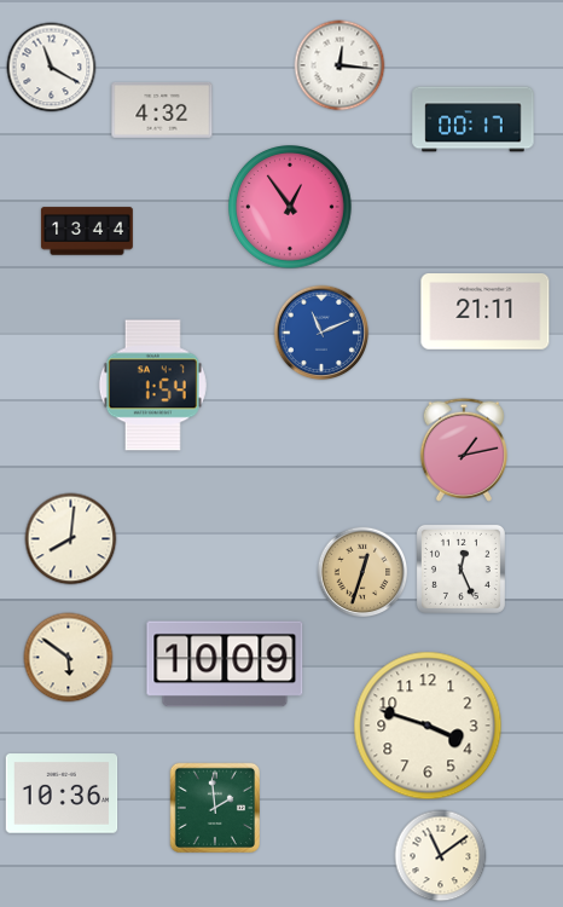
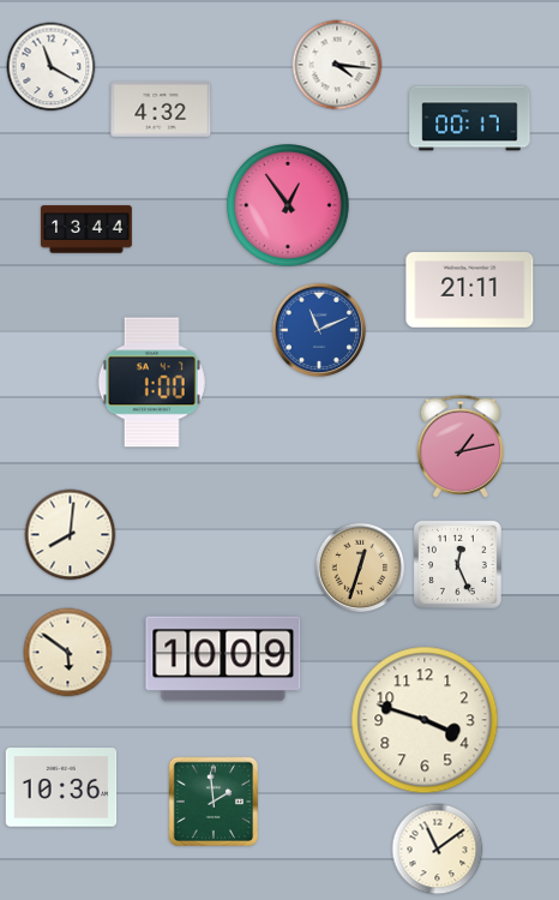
clock at (339, 65): 12:16 -> 4:16
clock at (486, 312) position: (486, 312) -> (470, 290)
clock at (152, 386): 1:54 -> 1:00
